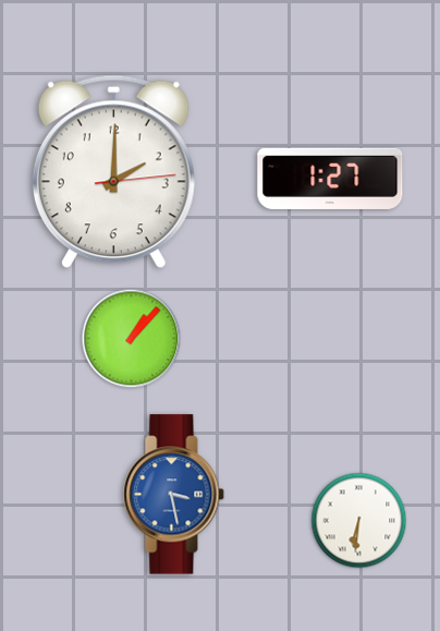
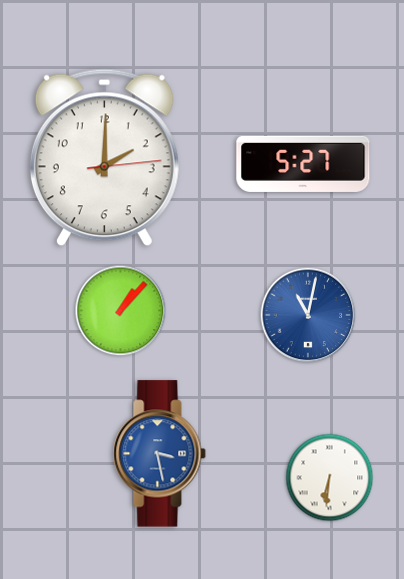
clock at (330, 179): 1:27 -> 5:27
clock at (308, 315): none -> 11:02
